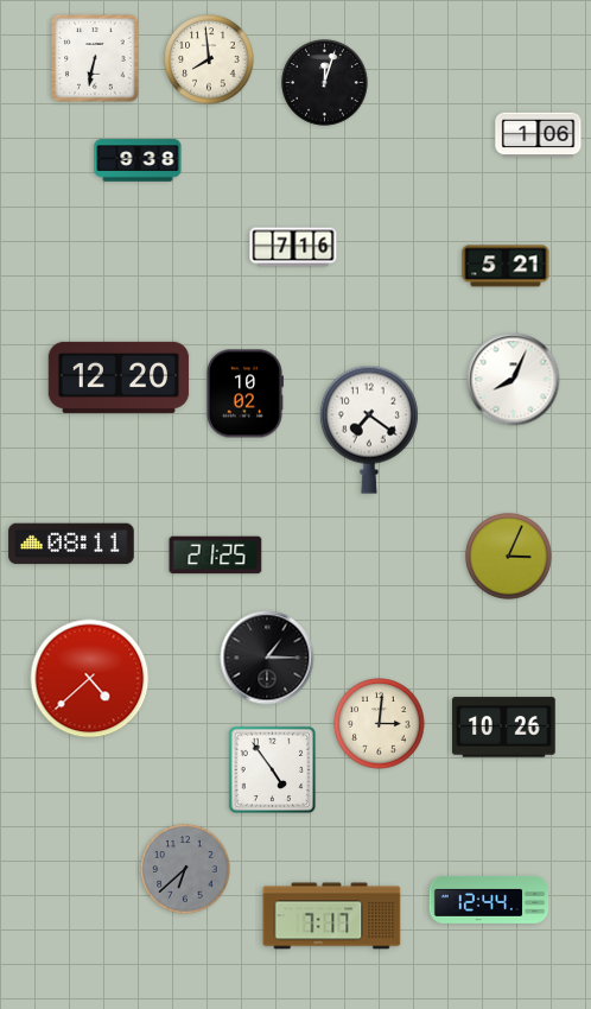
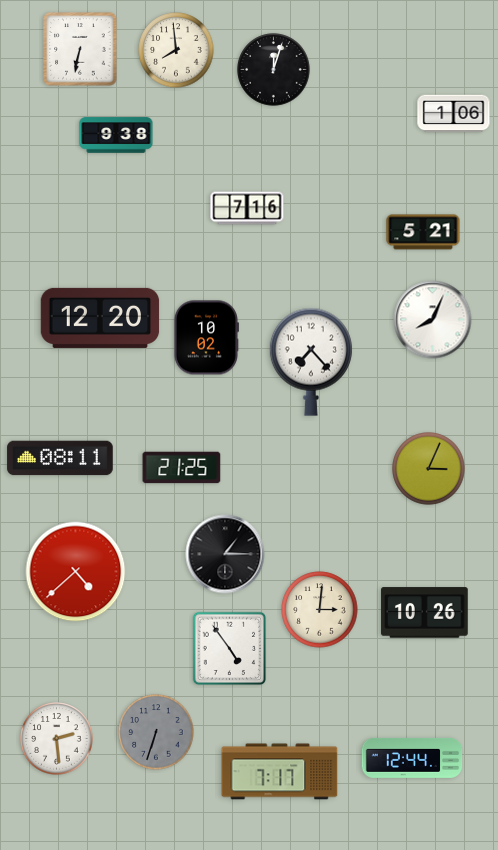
clock at (506, 266) position: (506, 266) -> (423, 232)
clock at (244, 394) position: (244, 394) -> (206, 338)
clock at (369, 430): 7:21 -> 7:23
clock at (185, 869): 6:38 -> 6:33
clock at (57, 739): none -> 2:29
